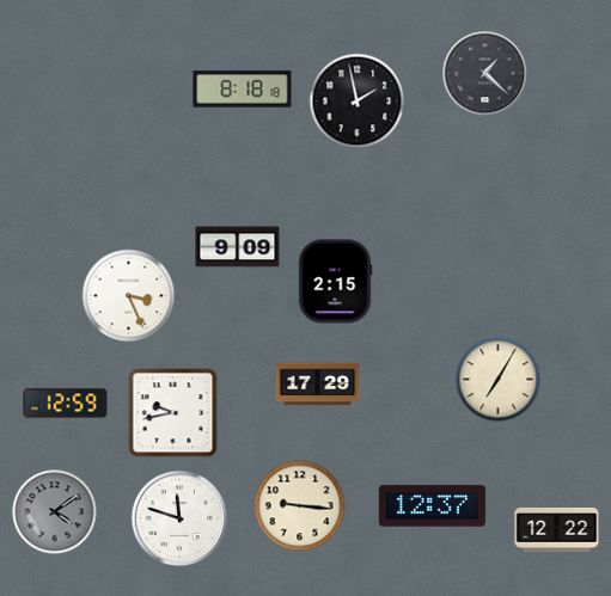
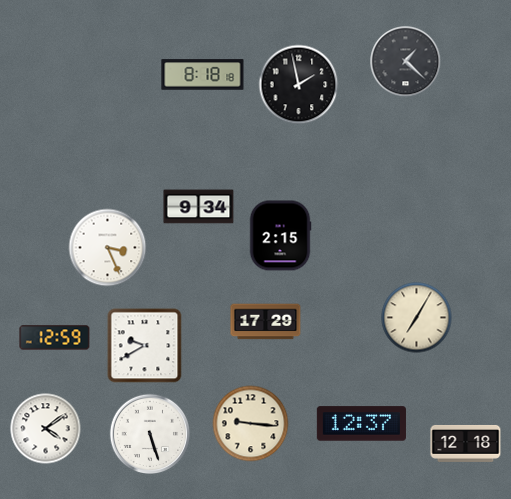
clock at (238, 247): 9:09 -> 9:34
clock at (173, 413): 9:43 -> 9:40
clock at (55, 512) dial: grey -> white
clock at (179, 518): 11:48 -> 5:27
clock at (557, 529): 12:22 -> 12:18
